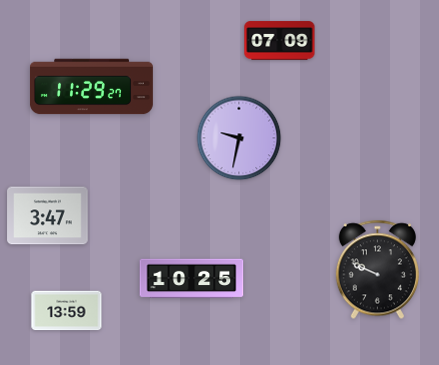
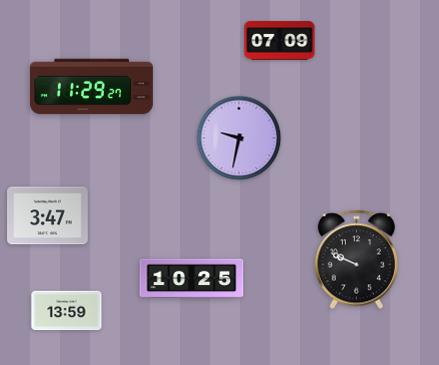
clock at (377, 270) position: (377, 270) -> (356, 260)
